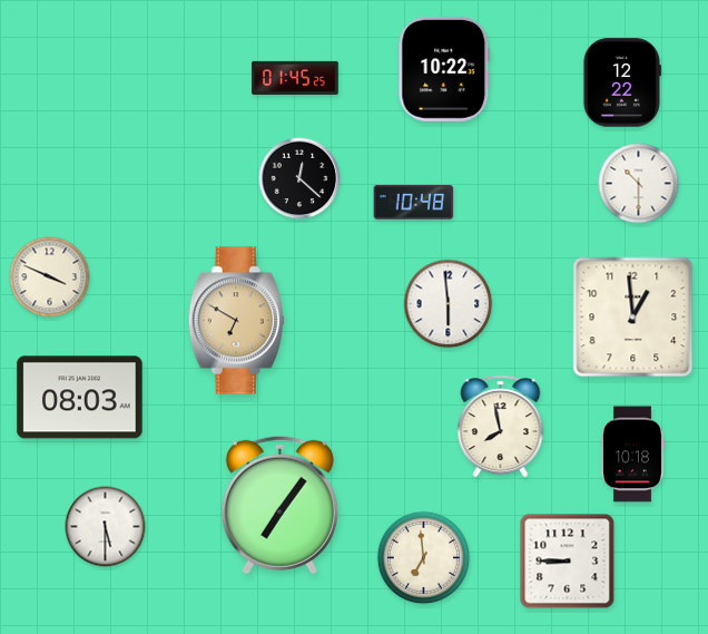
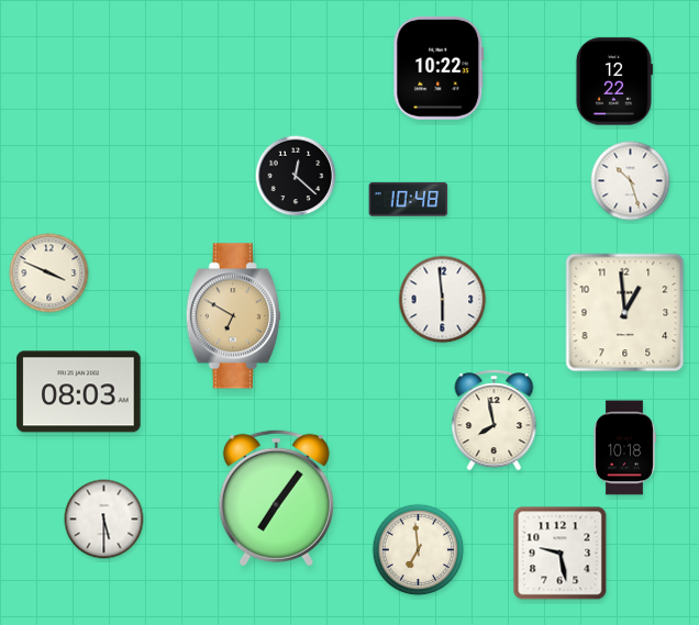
clock at (295, 78): 01:45 -> none
clock at (639, 184): 10:30 -> 10:27
clock at (568, 562): 8:45 -> 9:28
